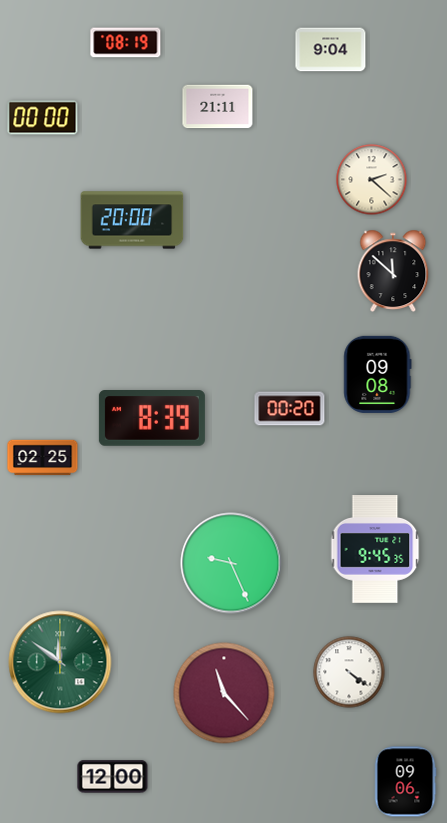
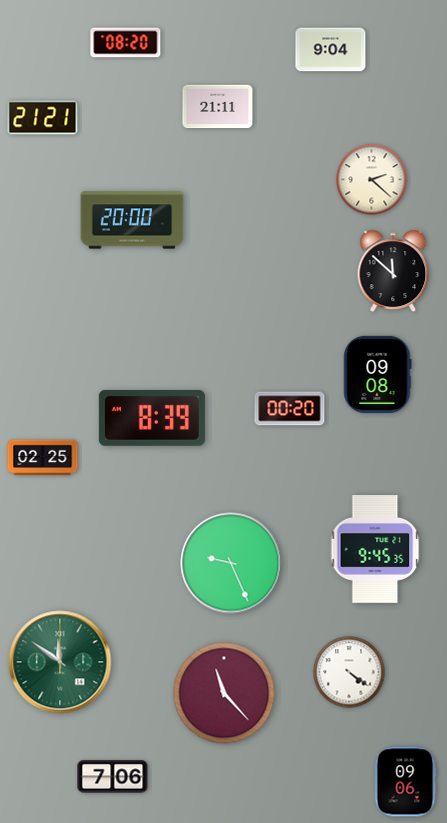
clock at (126, 43): 08:19 -> 08:20
clock at (43, 118): 00:00 -> 21:21
clock at (113, 777): 12:00 -> 7:06
